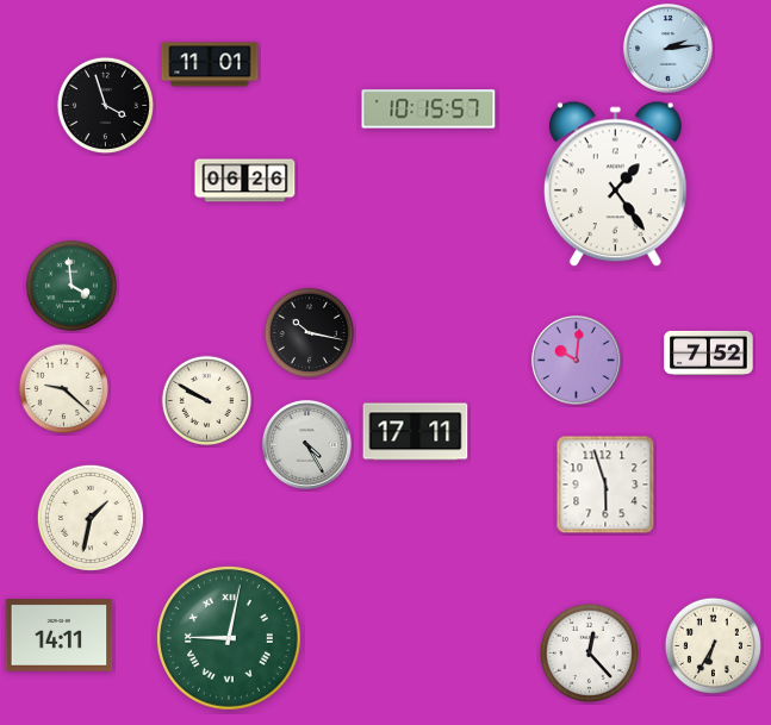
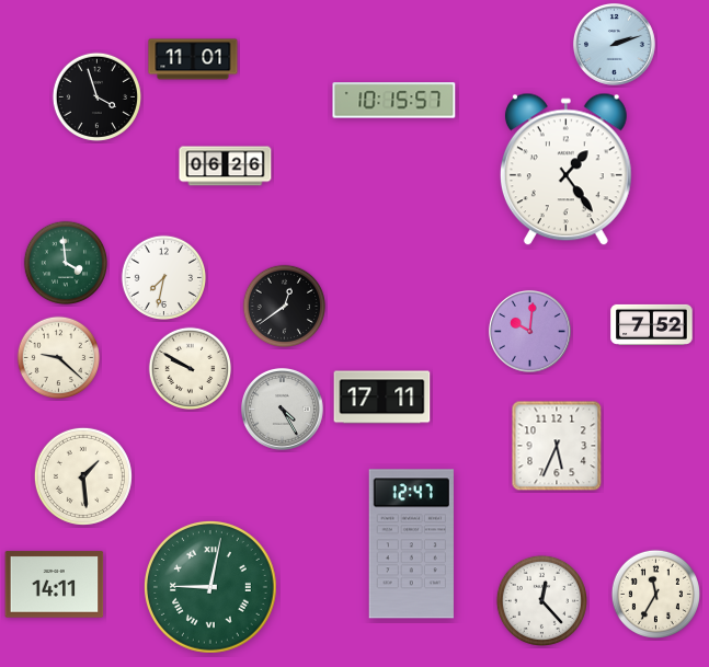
clock at (667, 48): 2:14 -> 2:12
clock at (163, 277): none -> 7:32
clock at (310, 333): 10:17 -> 12:39
clock at (605, 485): 5:57 -> 5:34
clock at (91, 518): 1:32 -> 1:29
clock at (411, 544): none -> 12:47
clock at (713, 645): 6:35 -> 11:35
